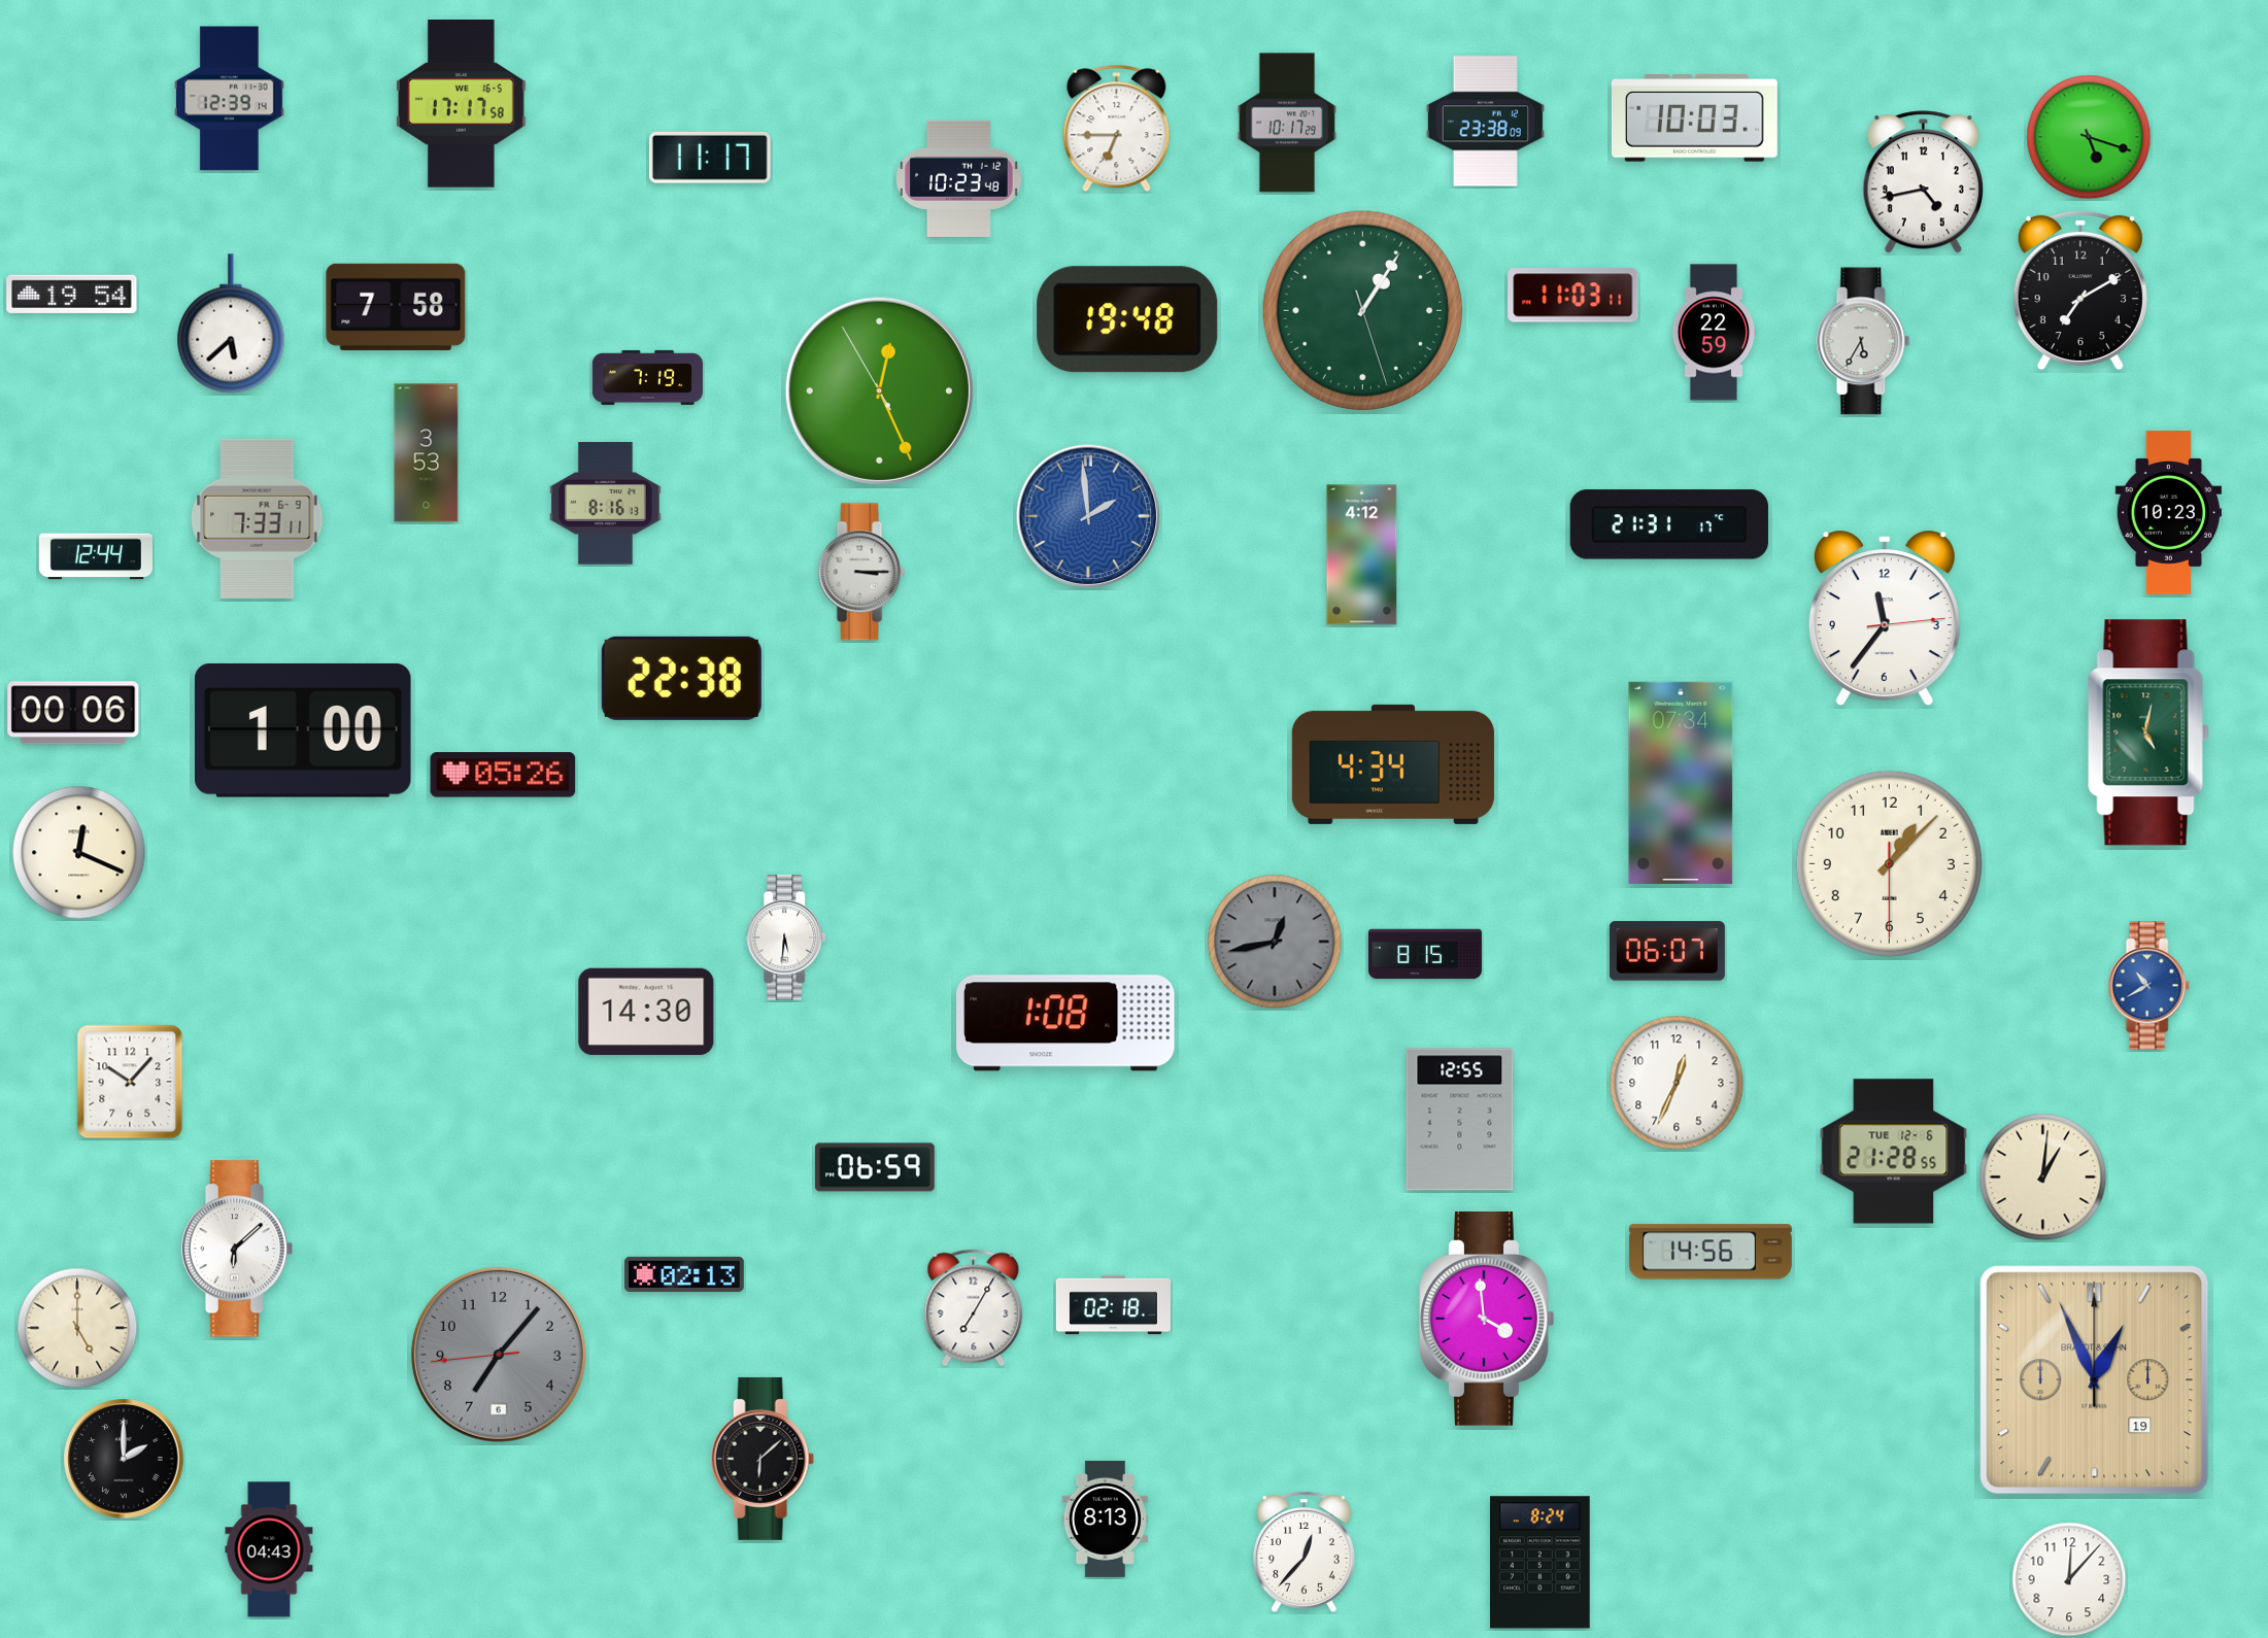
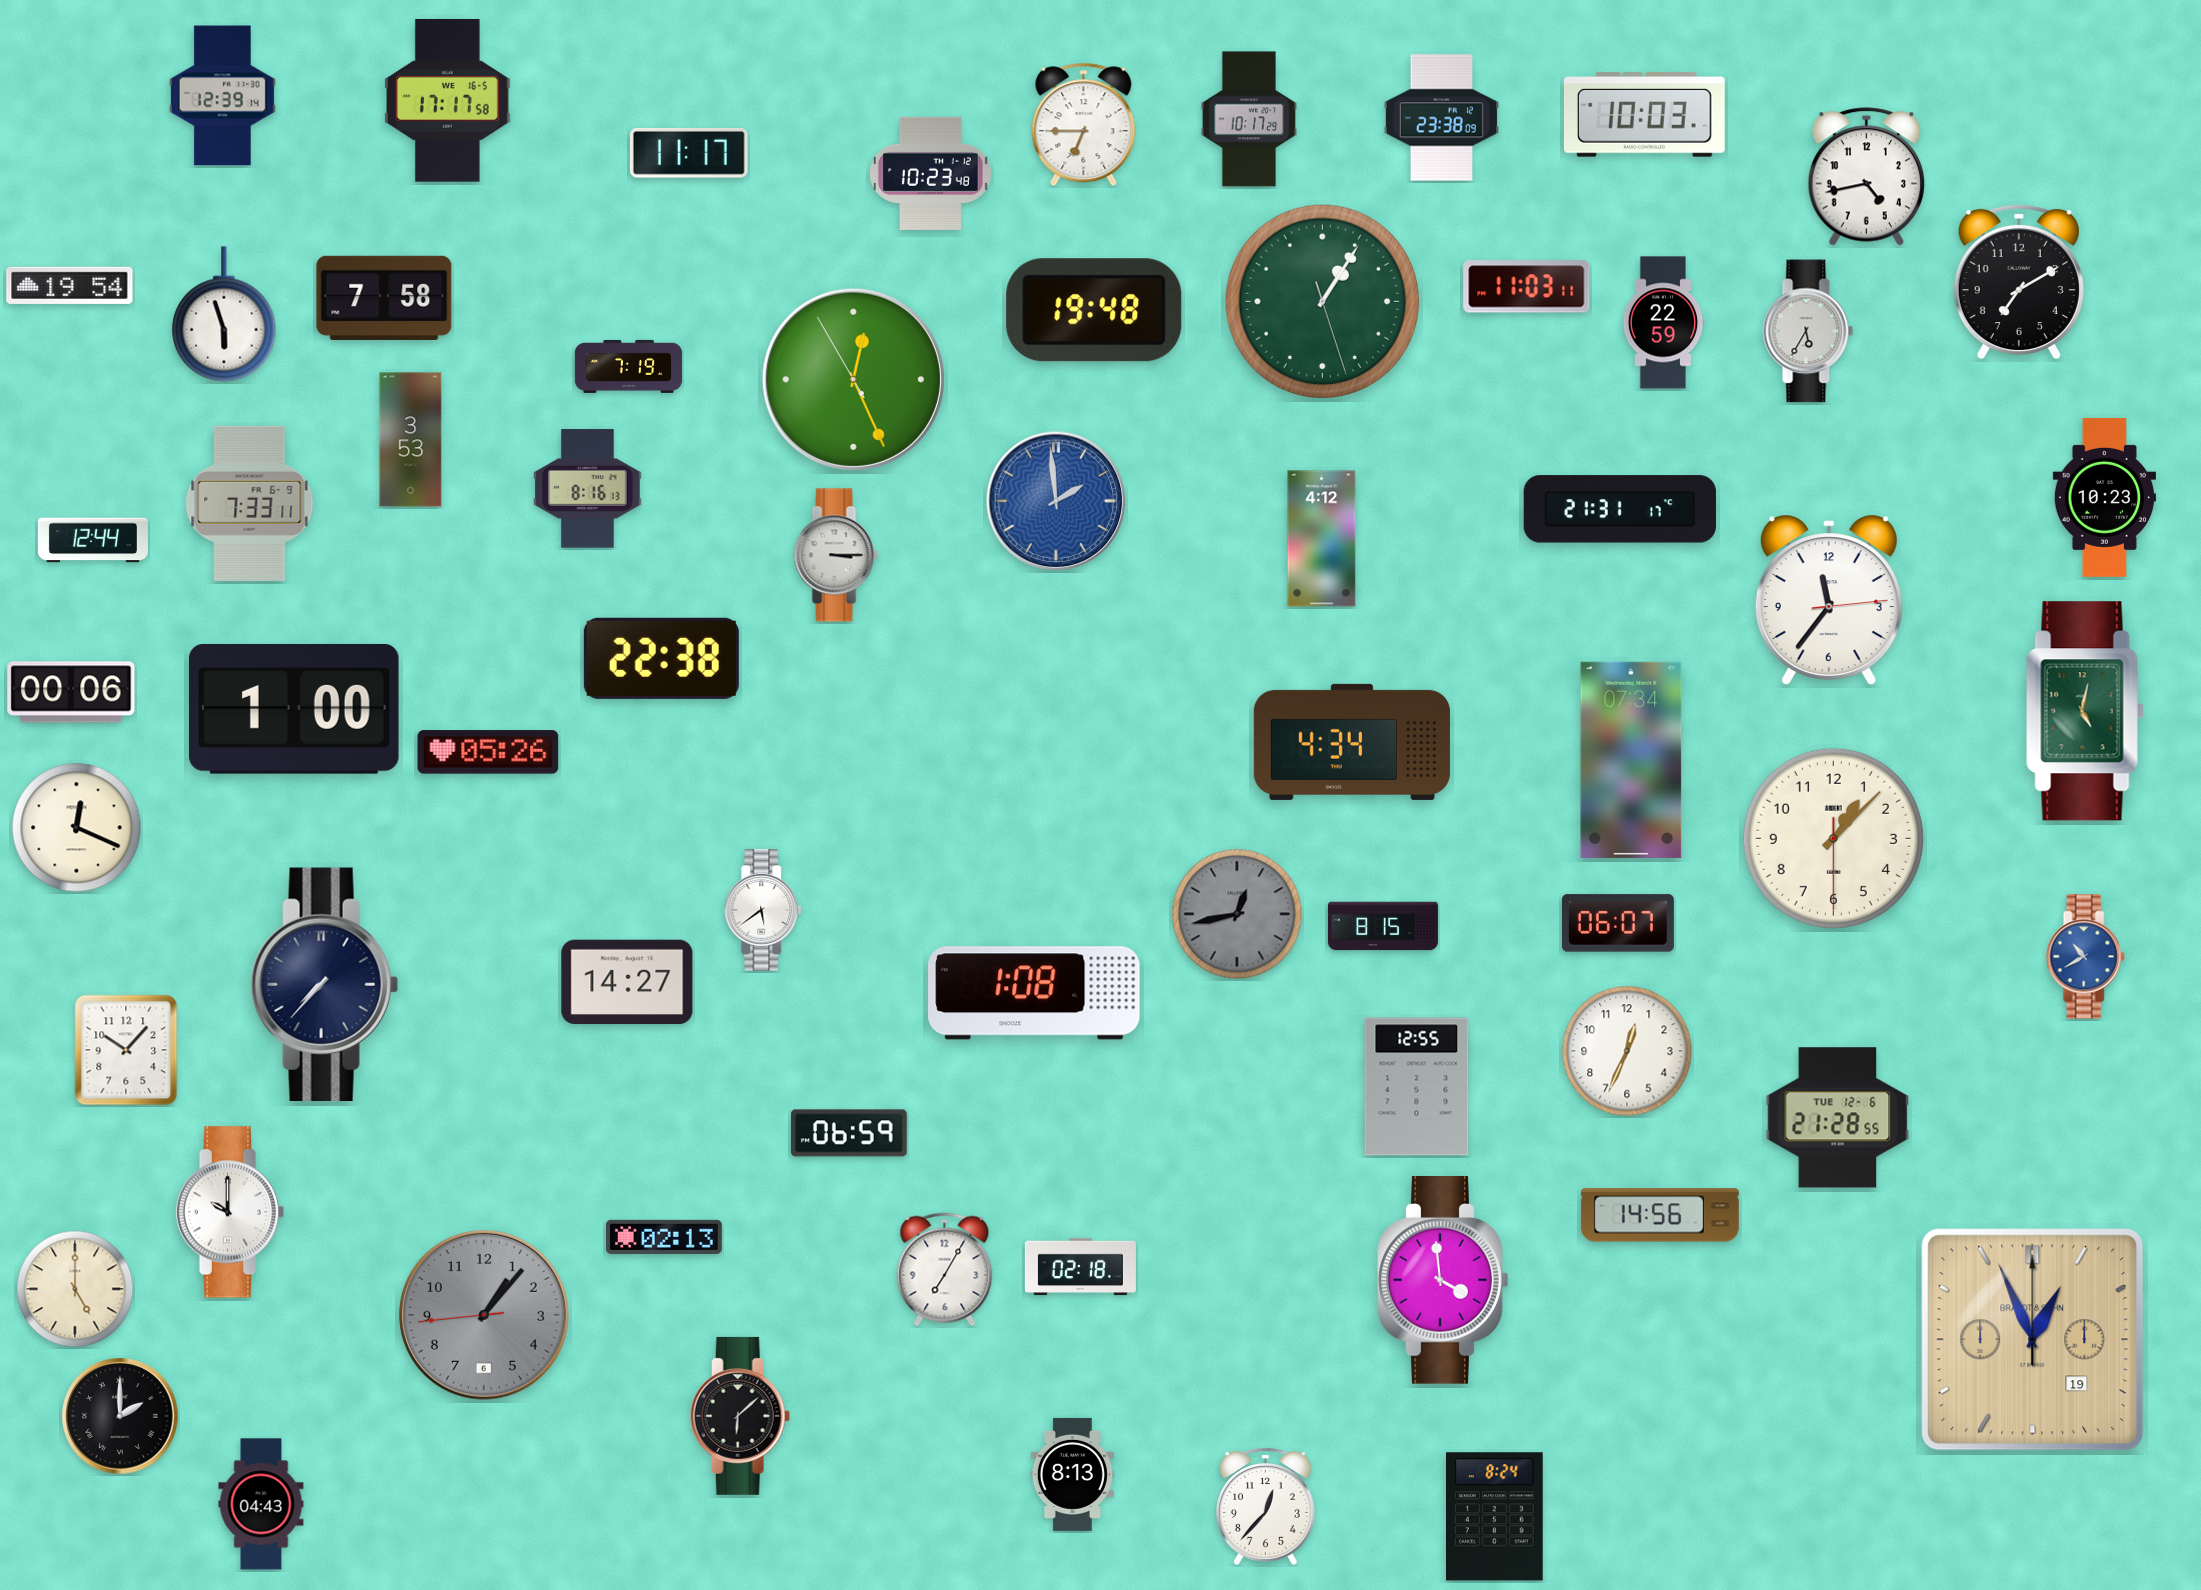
clock at (2089, 137): 5:18 -> none
clock at (231, 323): 5:38 -> 5:57
clock at (427, 453) position: (427, 453) -> (411, 440)
clock at (787, 937): 5:31 -> 5:39
clock at (646, 1012): 14:30 -> 14:27
clock at (324, 984): none -> 7:37
clock at (2043, 1178): 1:01 -> none
clock at (237, 1249): 6:08 -> 10:00
clock at (499, 1355): 7:06 -> 1:06
clock at (2069, 1579): 12:07 -> none
